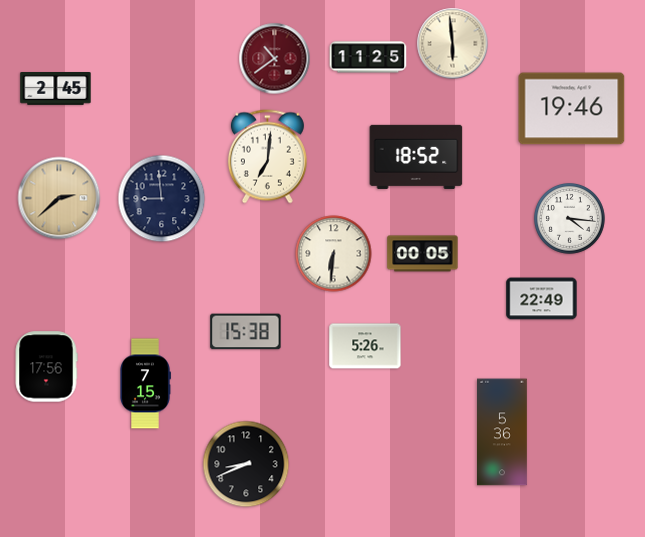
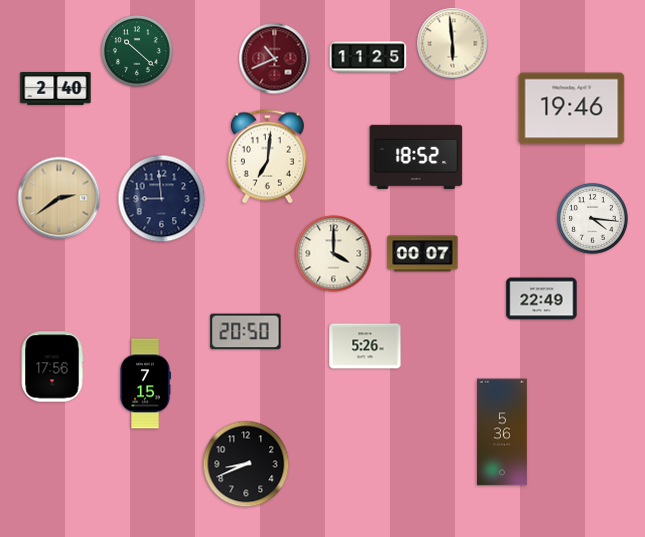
clock at (138, 52): none -> 10:22
clock at (275, 59): 10:39 -> 10:41
clock at (56, 89): 2:45 -> 2:40
clock at (59, 198): 2:38 -> 2:39
clock at (570, 219) position: (570, 219) -> (593, 219)
clock at (334, 254): 6:31 -> 4:00
clock at (423, 254): 00:05 -> 00:07
clock at (246, 332): 15:38 -> 20:50
clock at (46, 367) position: (46, 367) -> (52, 367)
